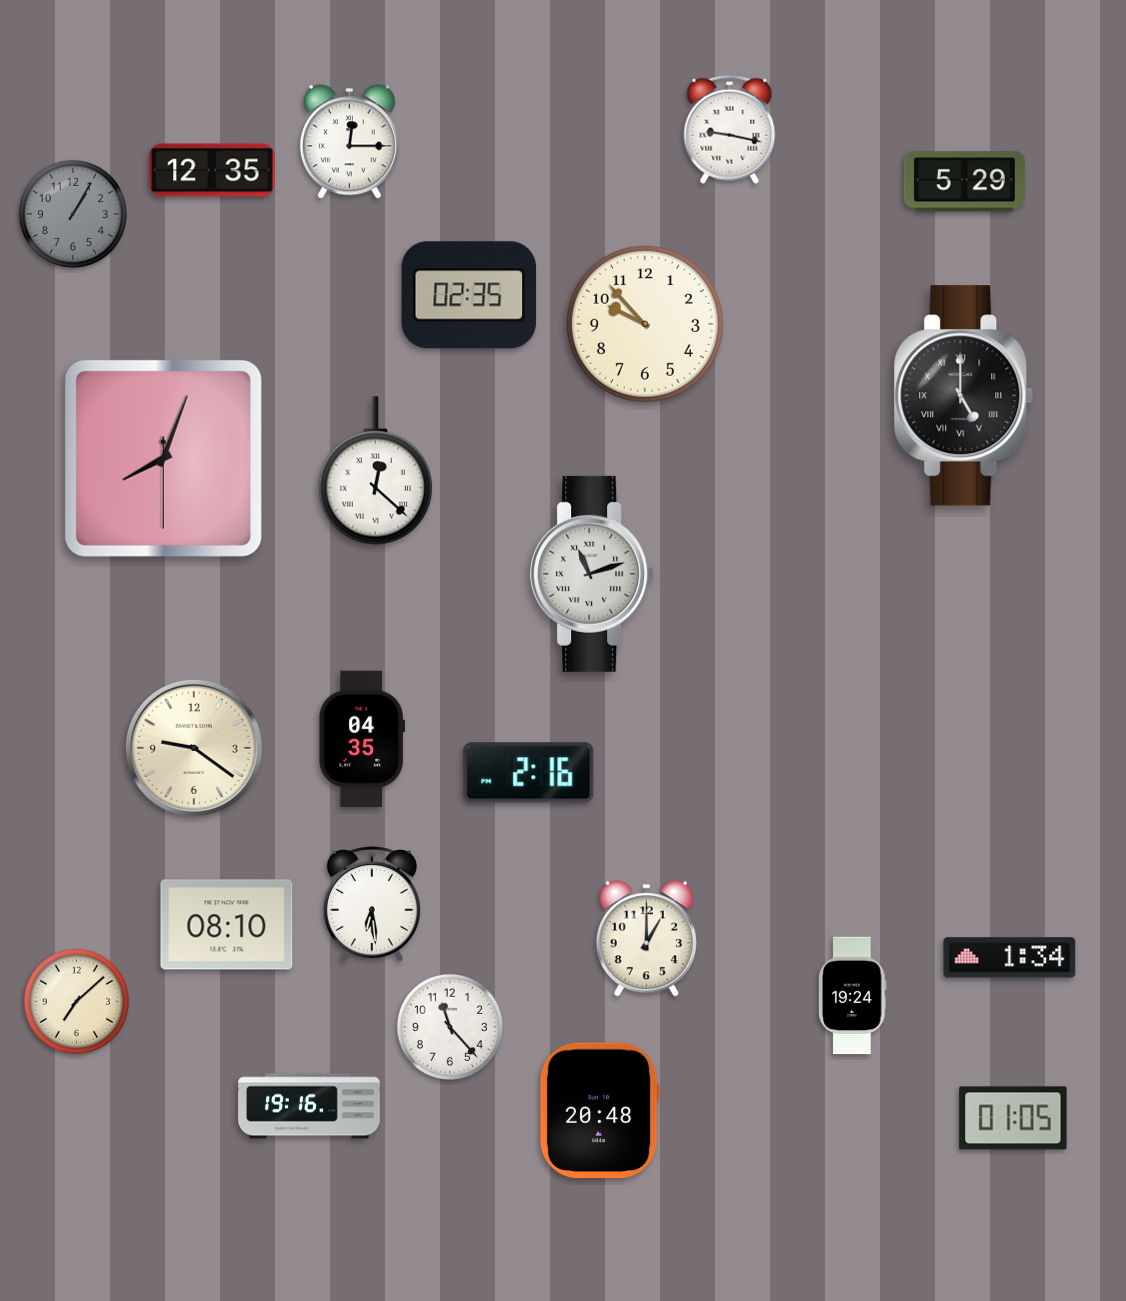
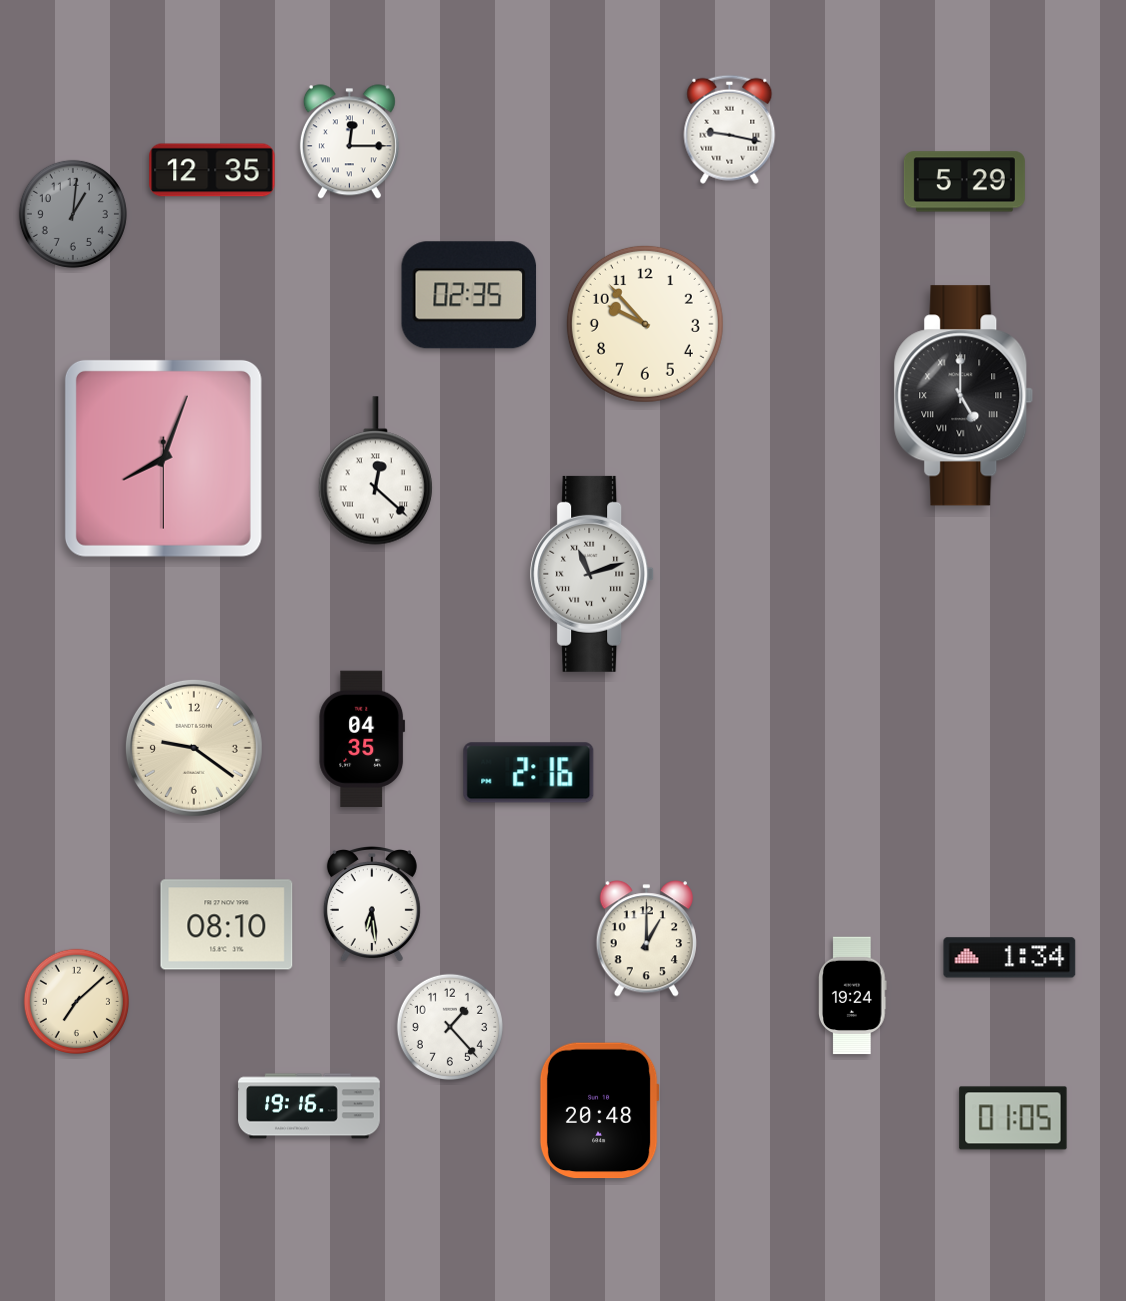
clock at (73, 214): 1:05 -> 1:01
clock at (450, 1027): 11:23 -> 1:23
